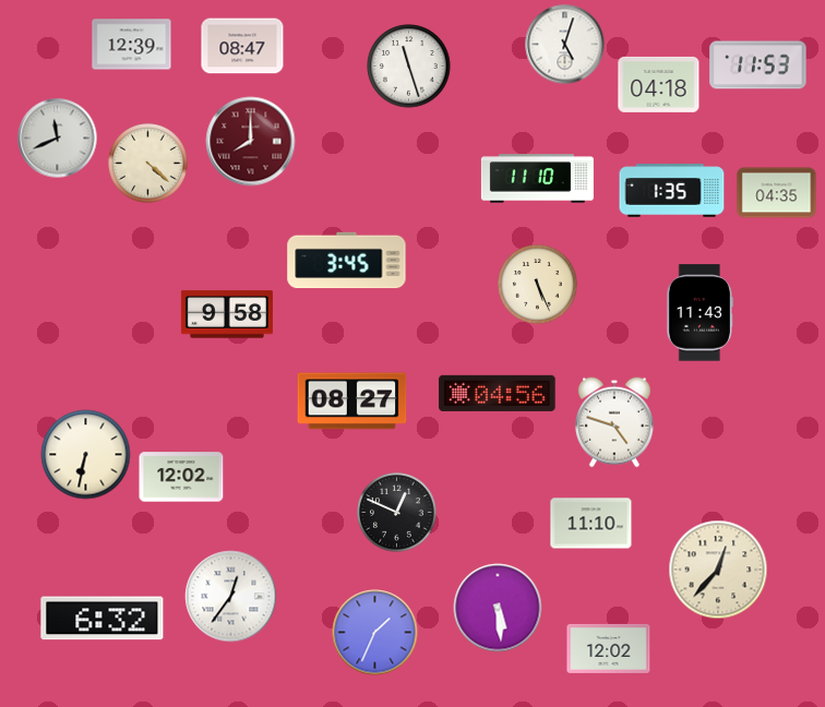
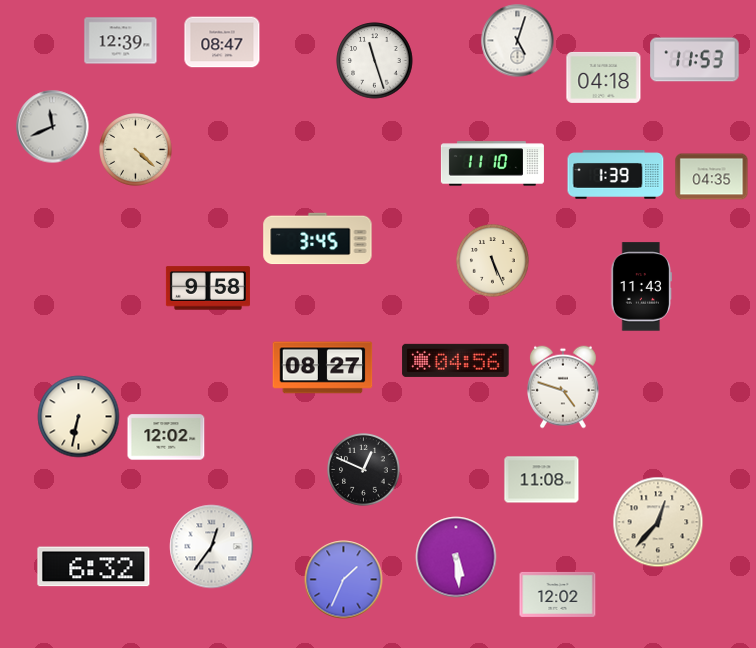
clock at (251, 142): 8:00 -> none
clock at (672, 191): 1:35 -> 1:39
clock at (591, 524): 11:10 -> 11:08
